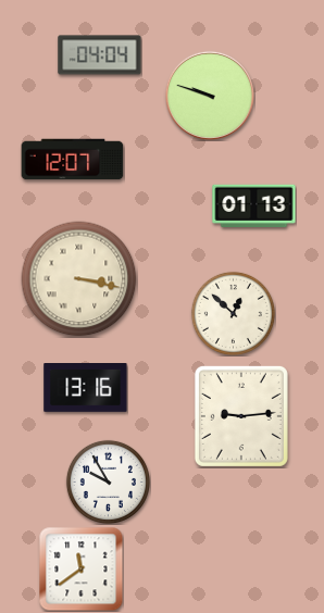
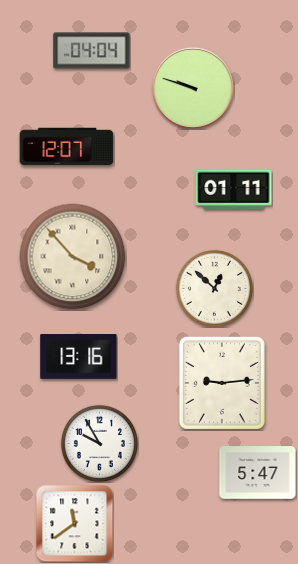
clock at (254, 207): 01:13 -> 01:11
clock at (79, 279): 3:17 -> 3:53
clock at (258, 473): none -> 5:47
